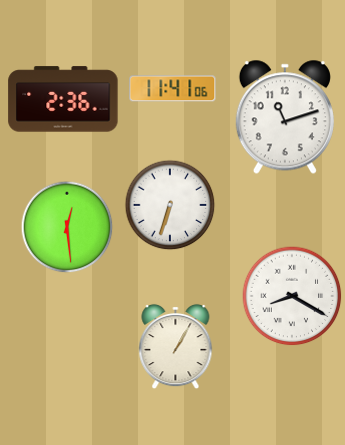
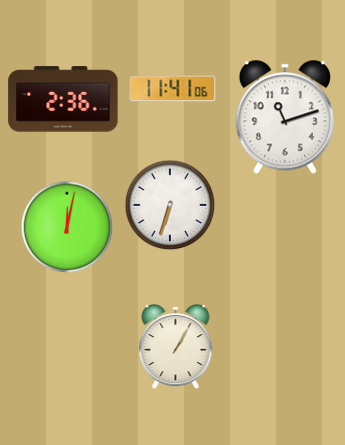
clock at (67, 227): 12:29 -> 12:02
clock at (292, 296): 8:20 -> none
